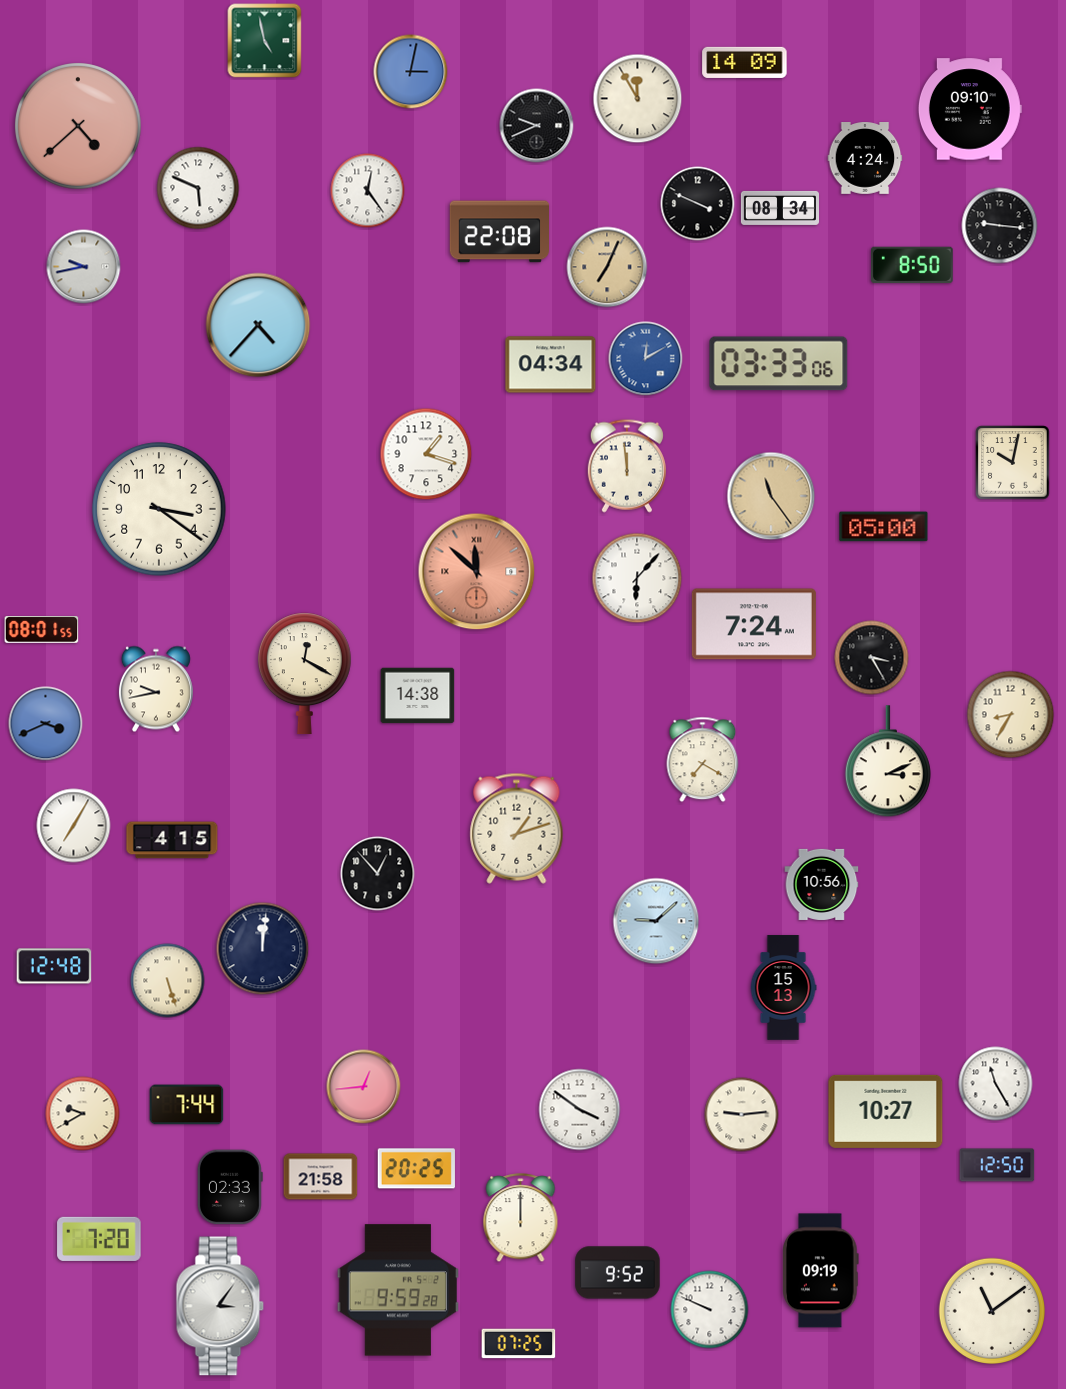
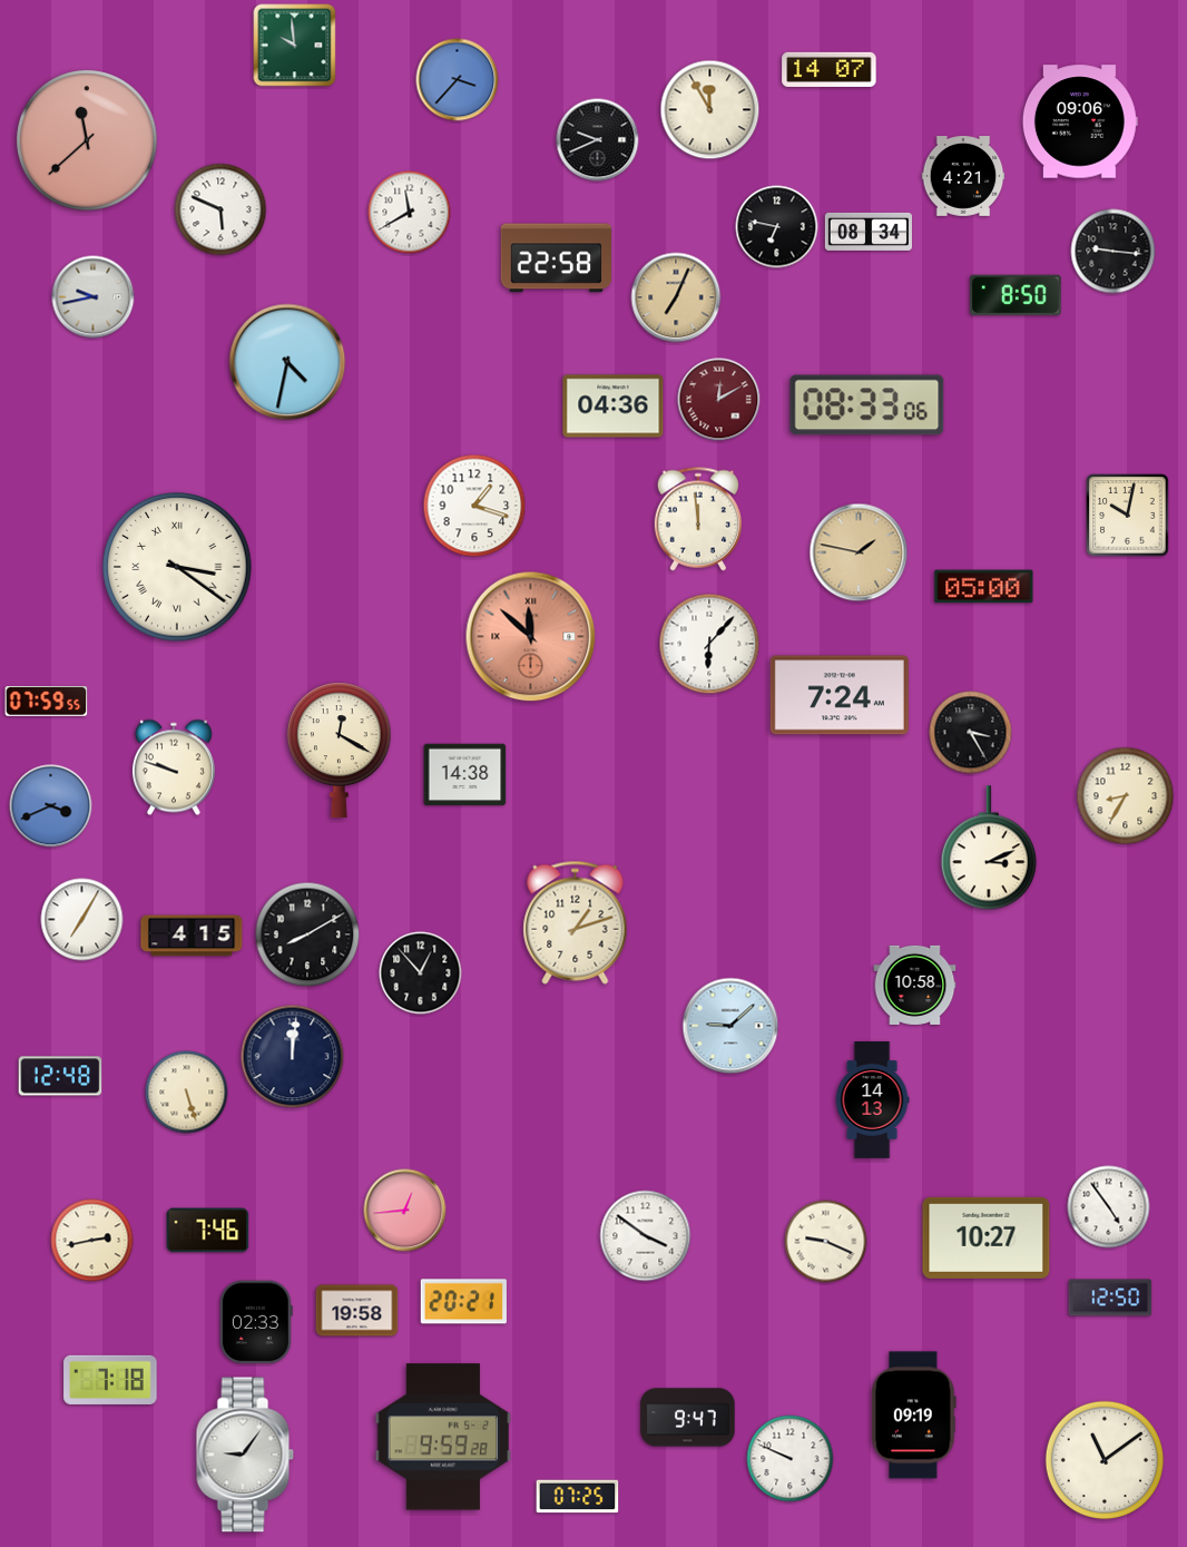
clock at (265, 41): 4:58 -> 9:59
clock at (745, 62): 14:09 -> 14:07
clock at (411, 72): 3:02 -> 3:37
clock at (970, 109): 09:10 -> 09:06
clock at (79, 127): 4:38 -> 11:38
clock at (865, 159): 4:24 -> 4:21
clock at (368, 191): 12:24 -> 11:40
clock at (698, 204): 3:49 -> 6:47
clock at (500, 232): 22:08 -> 22:58
clock at (258, 325): 4:37 -> 4:32
clock at (646, 359) dial: blue -> burgundy
clock at (779, 364): 03:33 -> 08:33
clock at (551, 365): 04:34 -> 04:36
clock at (771, 496): 11:24 -> 1:47
clock at (159, 509) numerals: Arabic -> Roman
clock at (42, 630): 08:01 -> 07:59
clock at (156, 689): 9:43 -> 9:48
clock at (703, 760): 7:20 -> none
clock at (307, 934): none -> 8:10
clock at (822, 884): 10:56 -> 10:58
clock at (783, 988): 15:13 -> 14:13
clock at (996, 1084): 11:25 -> 4:54
clock at (187, 1105): 7:44 -> 7:46
clock at (83, 1114): 9:40 -> 2:43
clock at (742, 1115): 9:14 -> 9:19
clock at (416, 1169): 20:25 -> 20:21
clock at (321, 1177): 21:58 -> 19:58
clock at (521, 1218): 12:00 -> none
clock at (99, 1239): 7:20 -> 7:18
clock at (618, 1273): 9:52 -> 9:47
clock at (220, 1306): 3:06 -> 9:06
